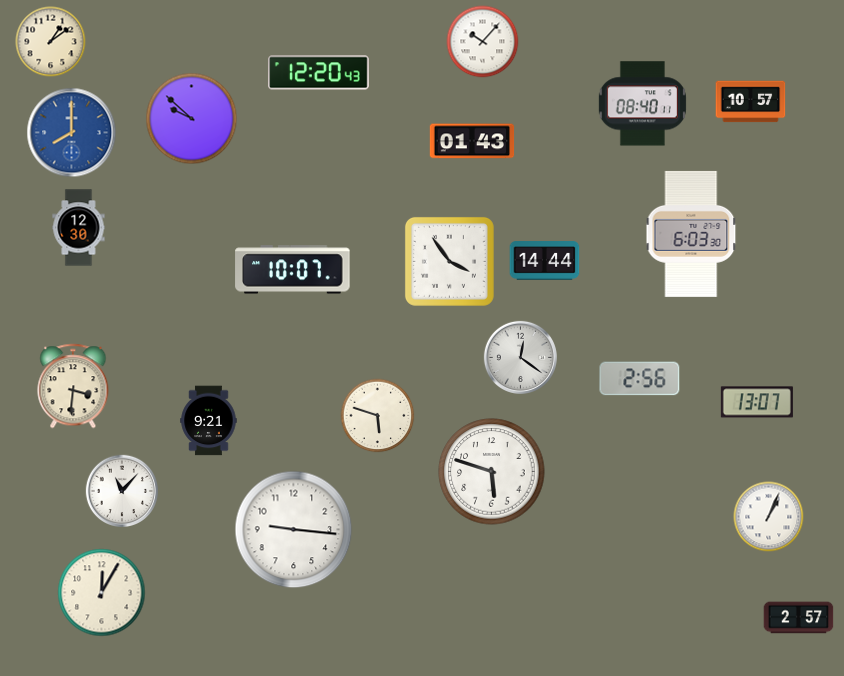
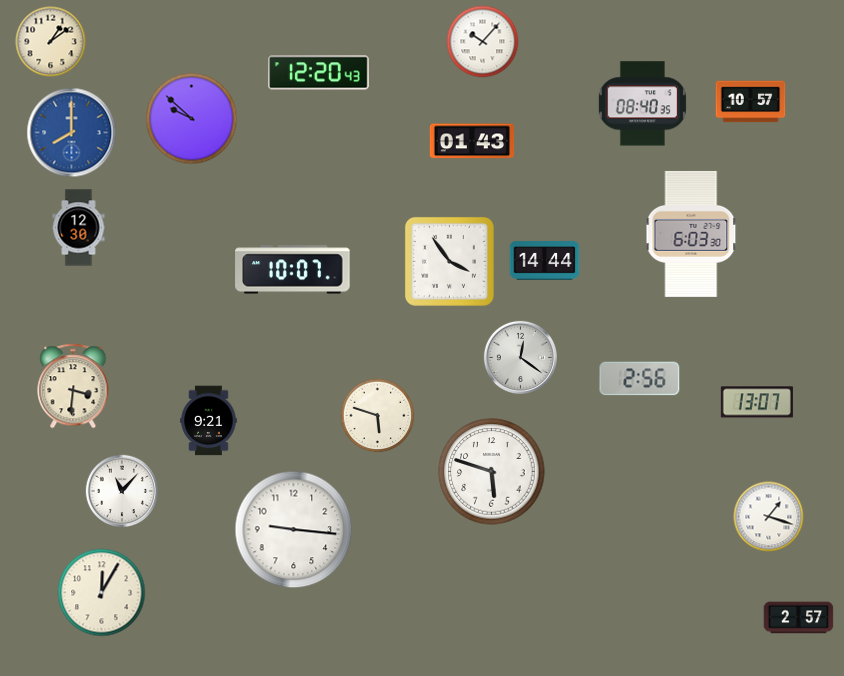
clock at (642, 104): 08:40:11 -> 08:40:35
clock at (769, 517): 1:04 -> 1:18
